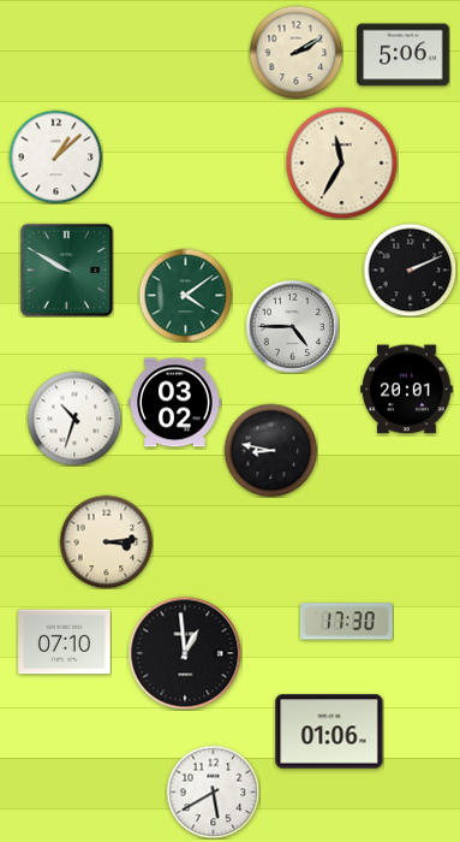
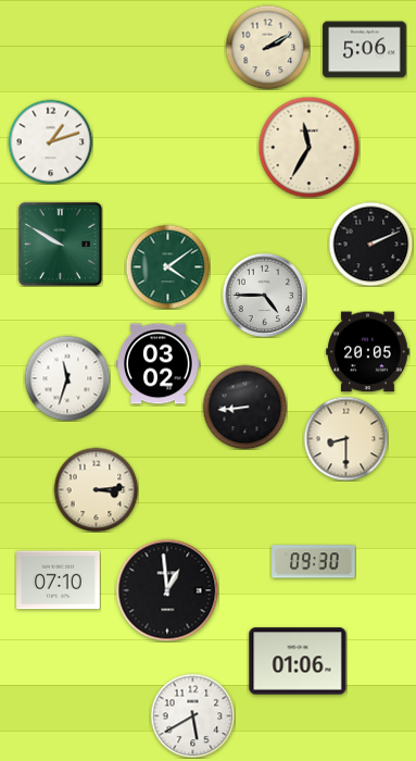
clock at (55, 156): 1:08 -> 1:12
clock at (407, 390): 20:01 -> 20:05
clock at (74, 419): 10:33 -> 11:33
clock at (270, 450): 8:47 -> 8:44
clock at (345, 438): none -> 8:30
clock at (347, 622): 17:30 -> 09:30
